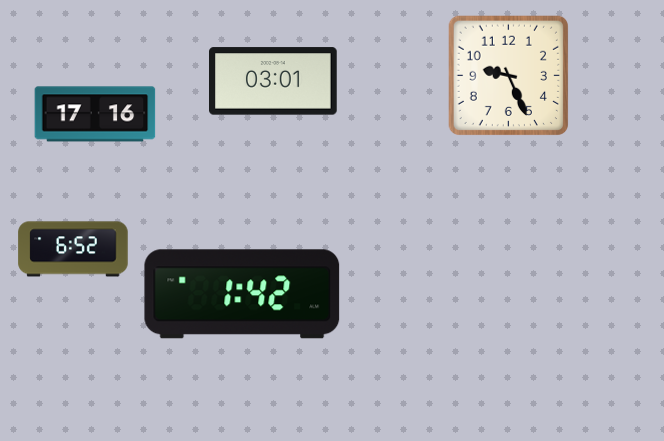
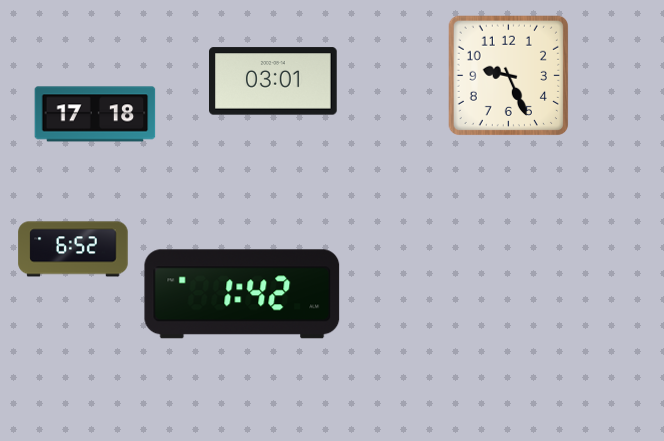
clock at (95, 114): 17:16 -> 17:18
